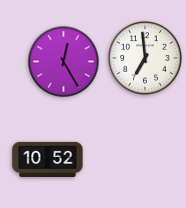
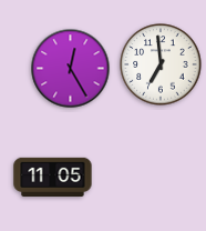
clock at (48, 159): 10:52 -> 11:05
